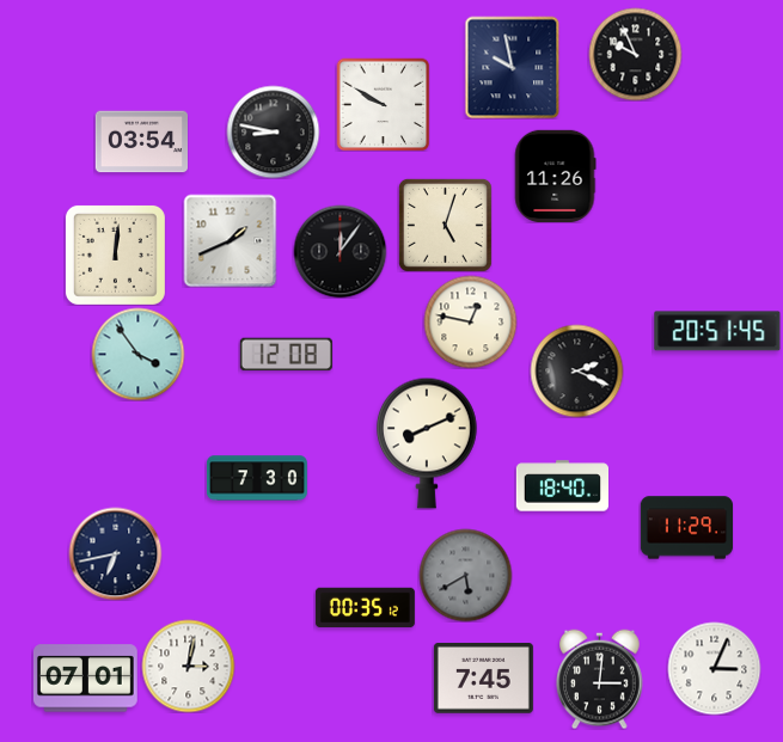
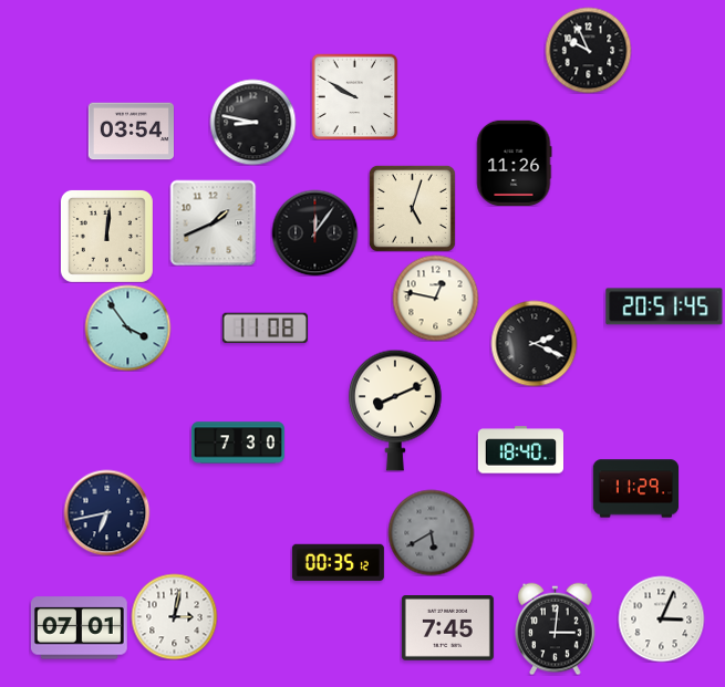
clock at (513, 67): 9:58 -> none
clock at (286, 355): 12:08 -> 11:08
